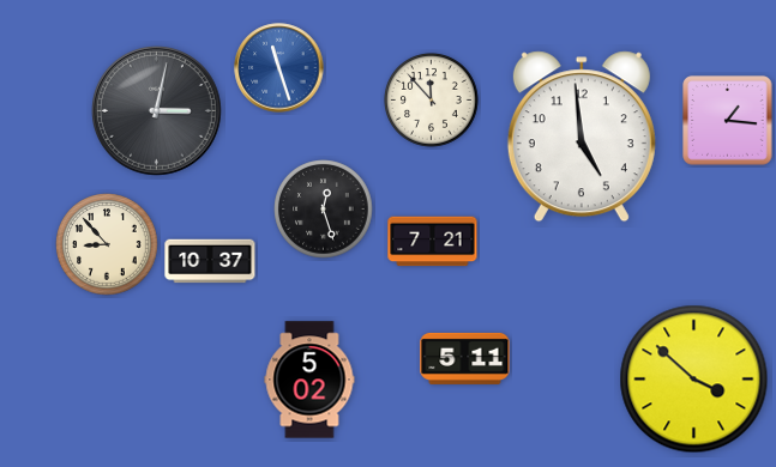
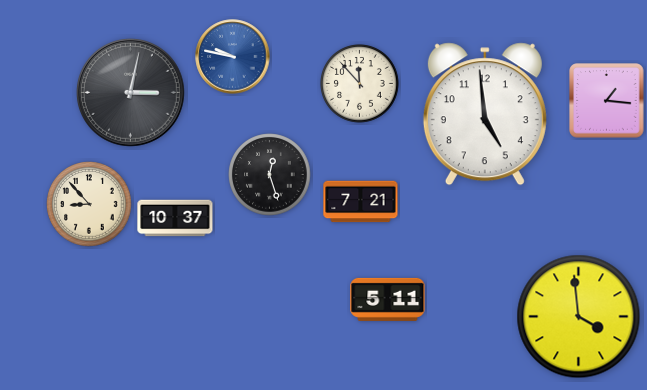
clock at (279, 68): 11:27 -> 9:47
clock at (309, 380): 5:02 -> none
clock at (694, 380): 3:52 -> 3:59
